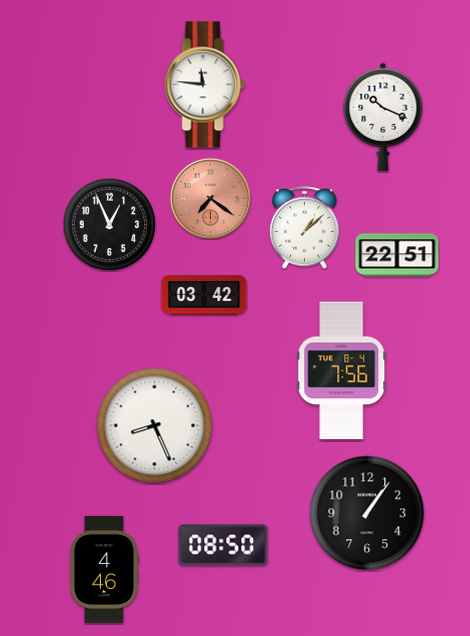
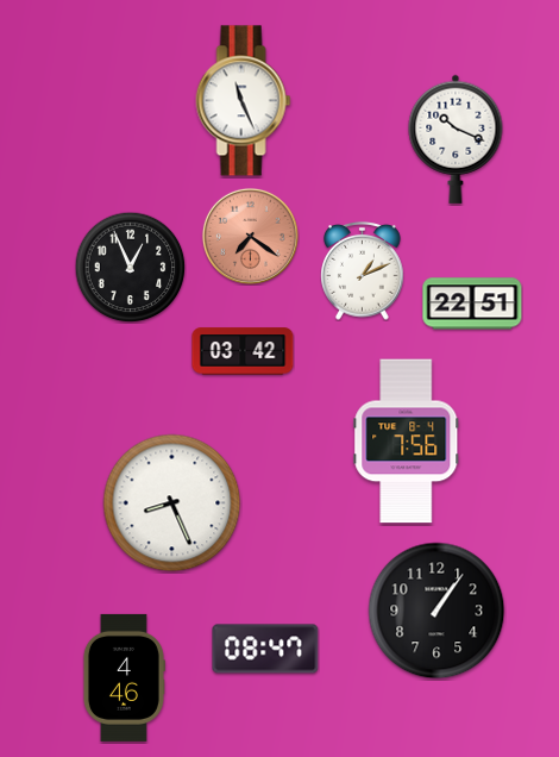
clock at (205, 85): 11:46 -> 11:26
clock at (305, 228): 1:08 -> 1:11
clock at (155, 426) position: (155, 426) -> (172, 503)
clock at (223, 545): 08:50 -> 08:47
